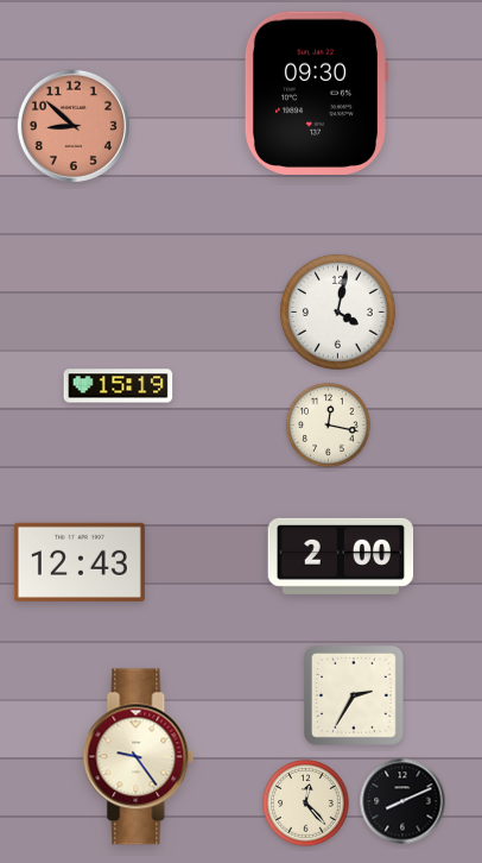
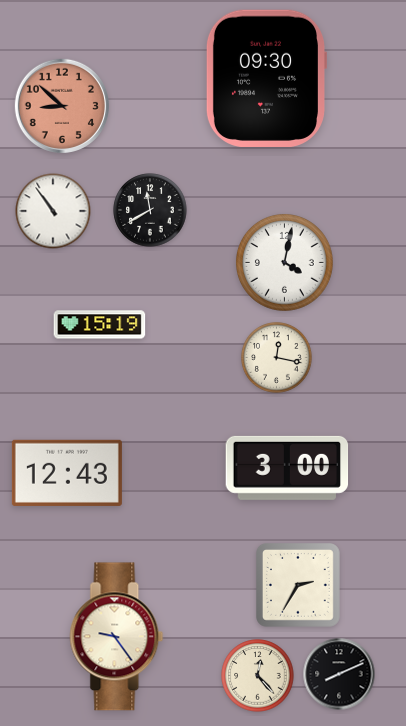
clock at (150, 210): none -> 11:40
clock at (53, 211): none -> 10:54
clock at (341, 556): 2:00 -> 3:00
